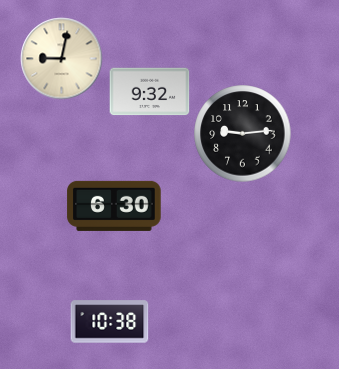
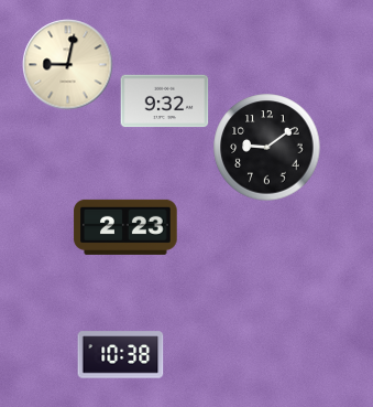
clock at (243, 134): 9:14 -> 9:09
clock at (114, 206): 6:30 -> 2:23
